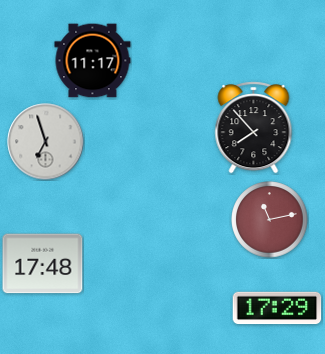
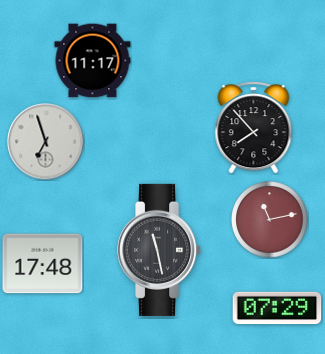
clock at (160, 250): none -> 11:28
clock at (277, 308): 17:29 -> 07:29
